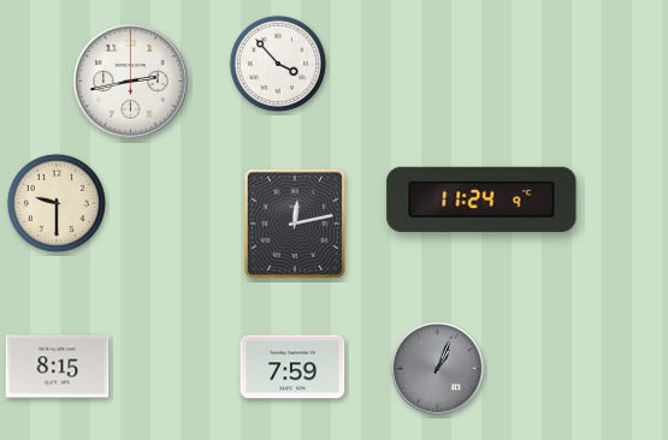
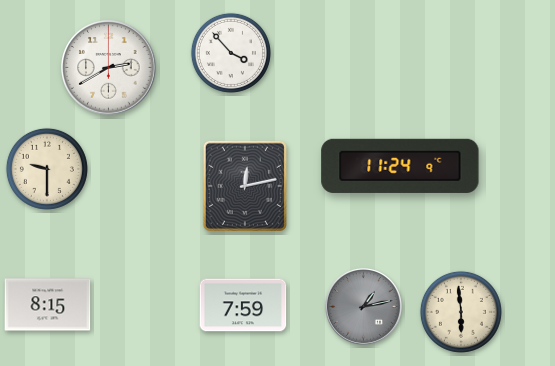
clock at (131, 82): 2:43 -> 2:40
clock at (437, 368): 1:04 -> 1:13
clock at (461, 312): none -> 5:59
